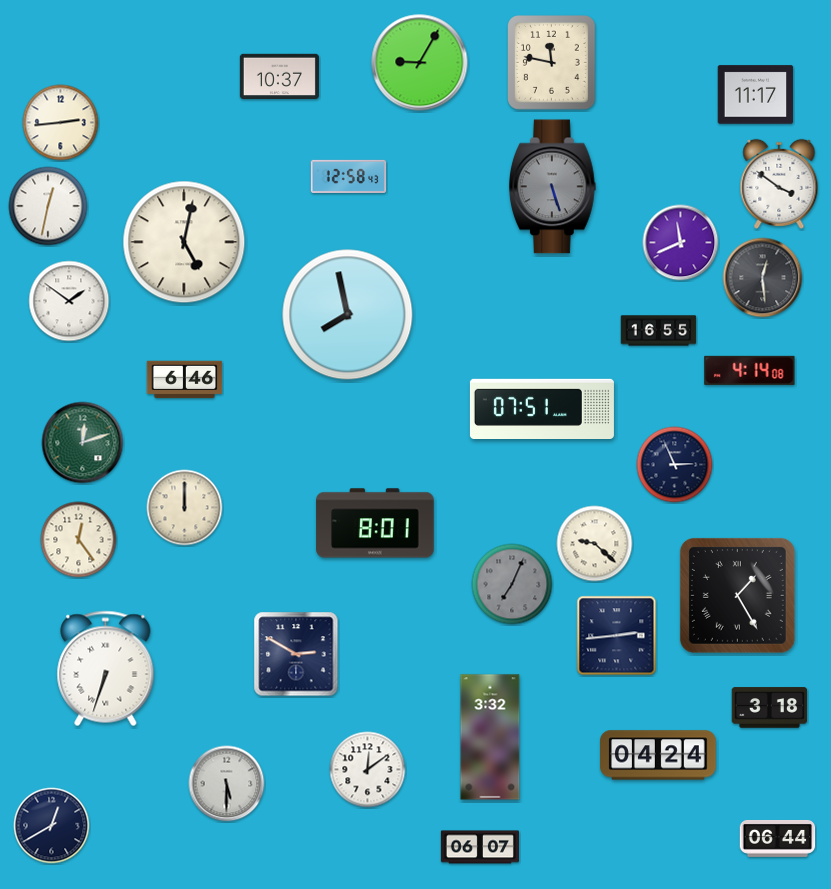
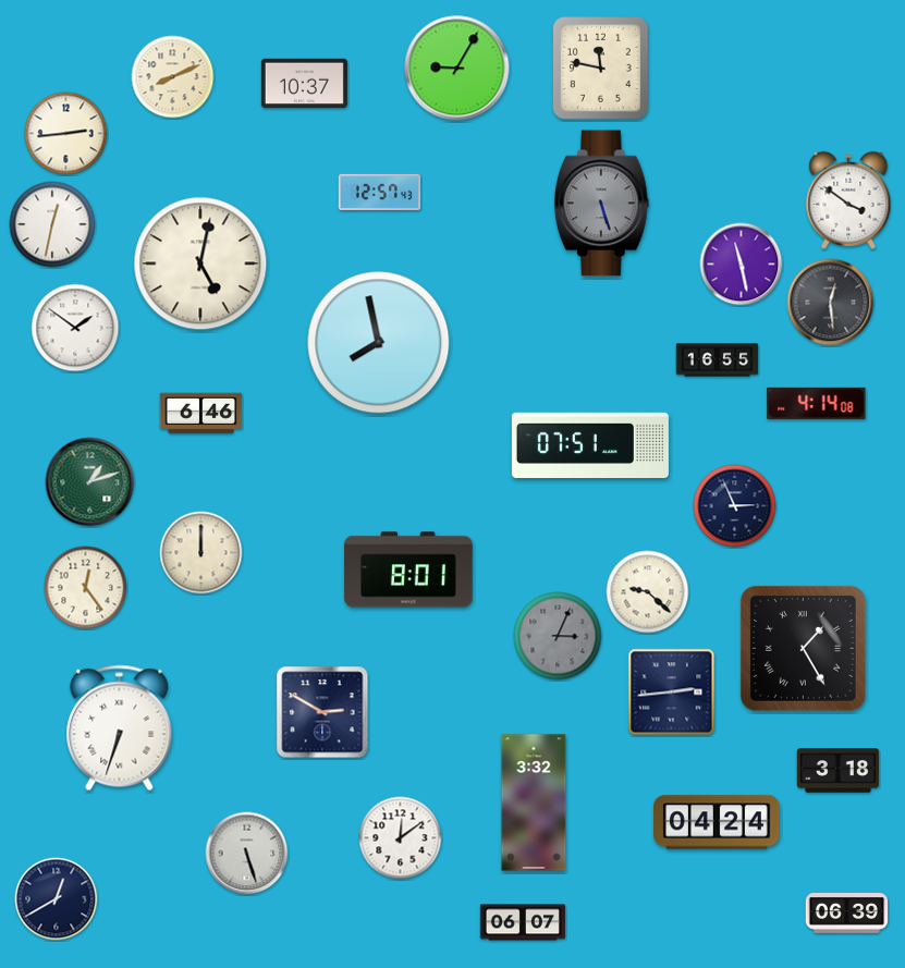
clock at (173, 77): none -> 8:11
clock at (756, 95): 11:17 -> none
clock at (349, 176): 12:58 -> 12:57
clock at (681, 243): 11:41 -> 11:28
clock at (83, 443): 12:12 -> 1:12
clock at (512, 584): 7:04 -> 3:04
clock at (106, 669) position: (106, 669) -> (120, 728)
clock at (227, 784): 5:30 -> 5:27
clock at (778, 838): 06:44 -> 06:39
